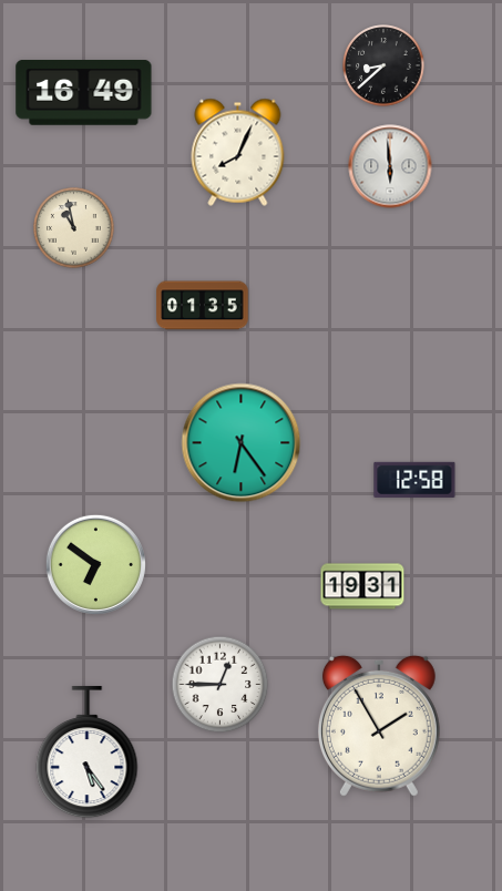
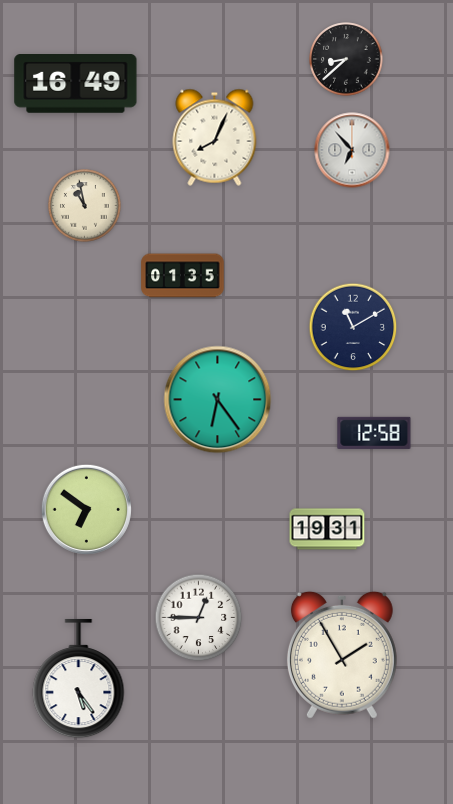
clock at (390, 166): 5:59 -> 6:53
clock at (74, 228) position: (74, 228) -> (85, 206)
clock at (353, 327): none -> 11:10
